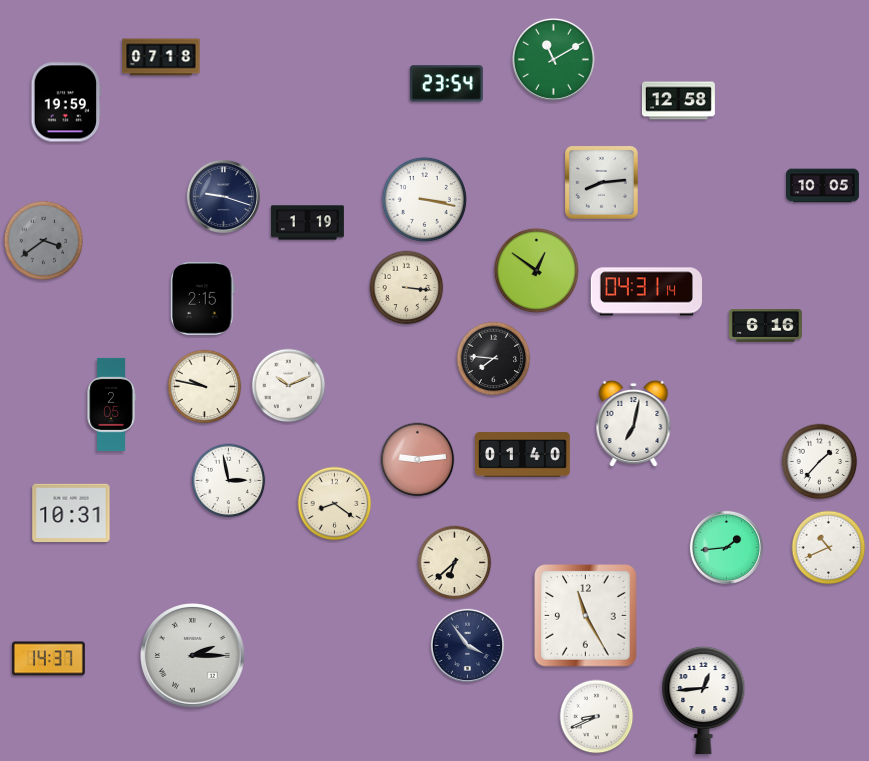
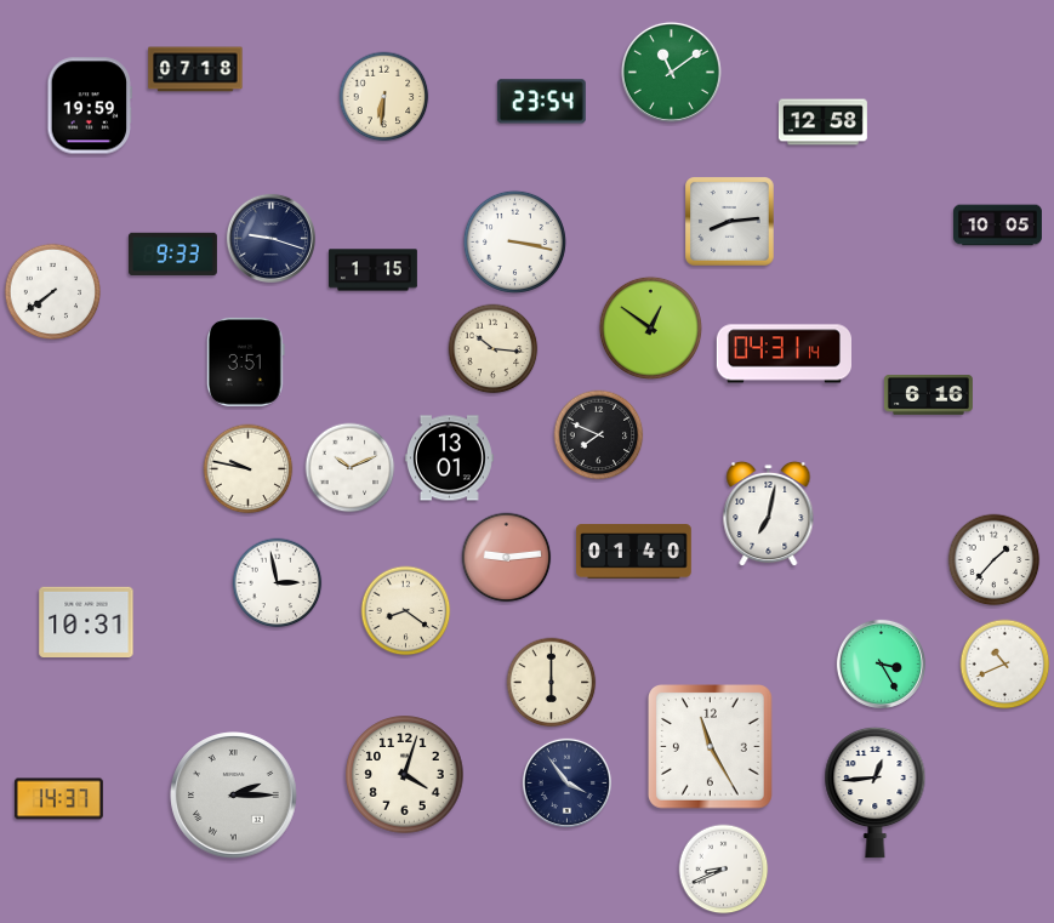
clock at (553, 59): 11:10 -> 11:09
clock at (384, 97): none -> 6:31
clock at (66, 102) position: (66, 102) -> (90, 106)
clock at (172, 255): none -> 9:33
clock at (307, 223): 1:19 -> 1:15
clock at (44, 241): 3:39 -> 7:39
clock at (44, 241) dial: grey -> white
clock at (407, 288): 3:16 -> 10:16
clock at (203, 298): 2:15 -> 3:51
clock at (494, 359): 7:46 -> 7:49
clock at (449, 458): none -> 13:01
clock at (111, 404): 2:05 -> none
clock at (726, 547): 1:44 -> 3:25
clock at (455, 563): 6:38 -> 6:00
clock at (405, 775): none -> 4:03
clock at (704, 700) position: (704, 700) -> (876, 792)
